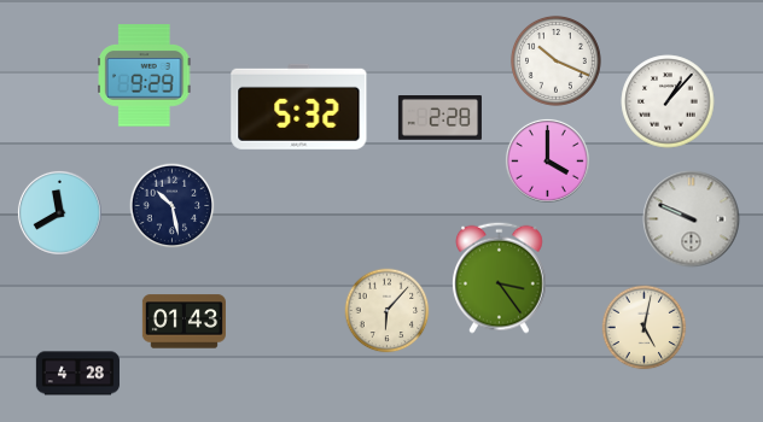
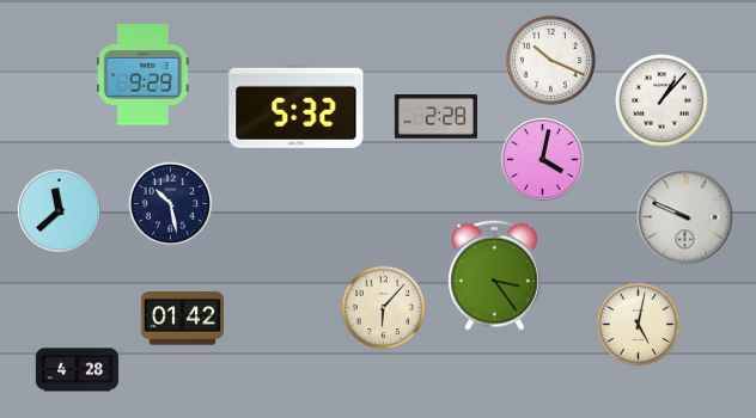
clock at (547, 160): 4:00 -> 4:02
clock at (59, 212): 11:40 -> 11:38
clock at (184, 322): 01:43 -> 01:42
